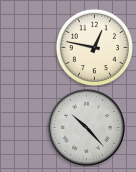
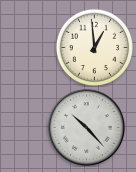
clock at (94, 47): 12:47 -> 12:59
